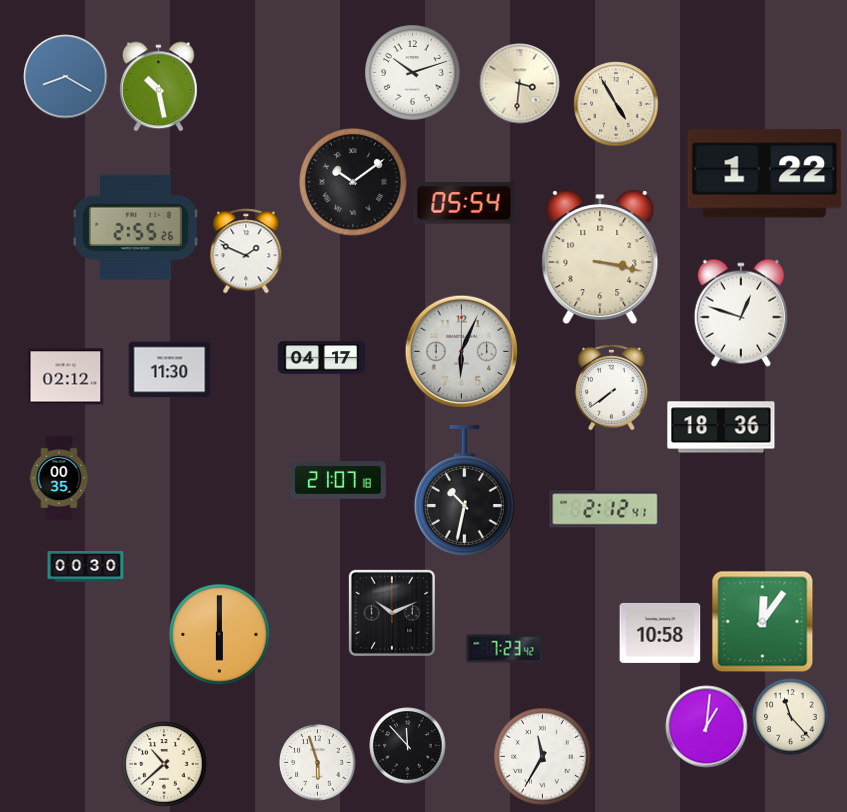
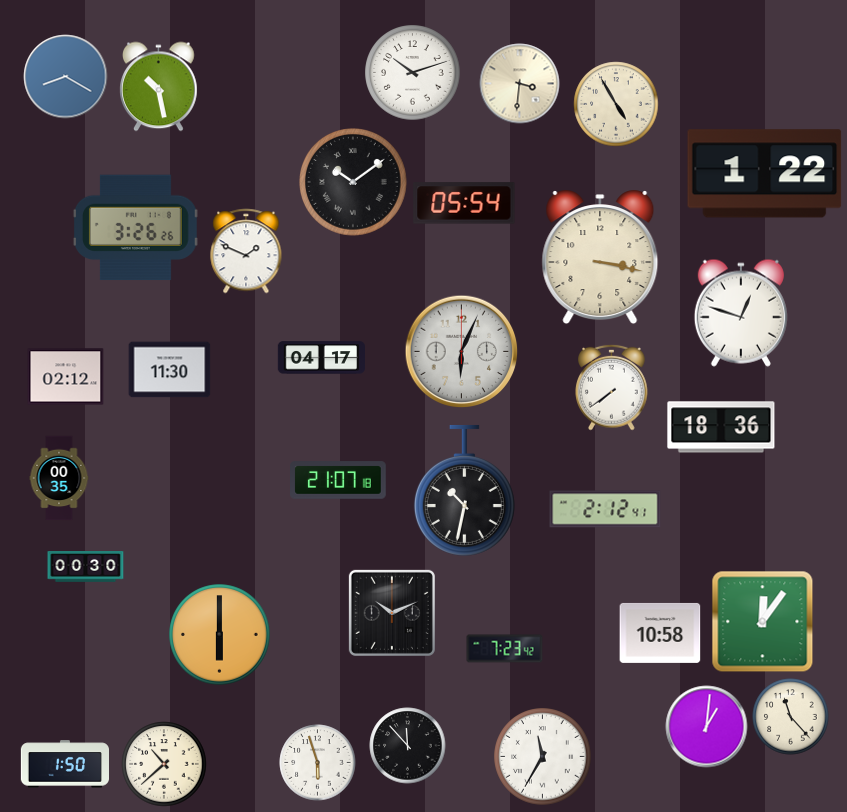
clock at (136, 228): 2:55 -> 3:26
clock at (64, 764): none -> 1:50
